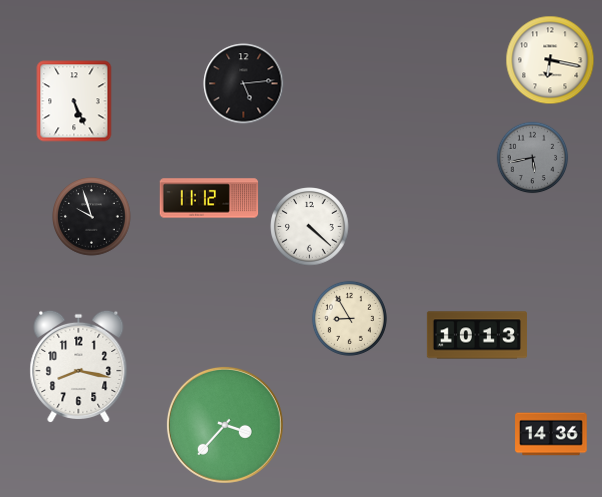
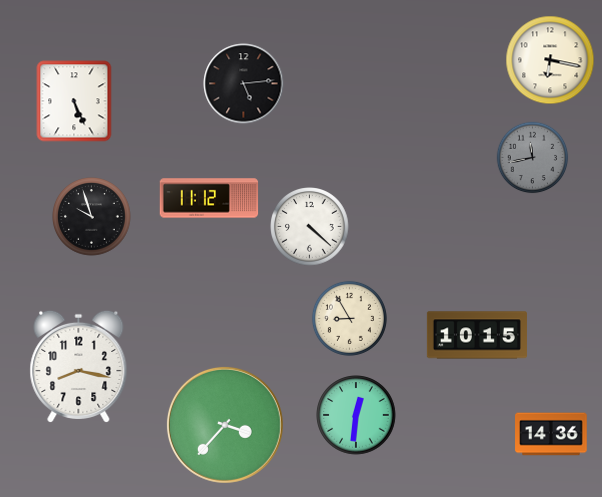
clock at (533, 158): 5:43 -> 11:43
clock at (477, 335): 10:13 -> 10:15
clock at (356, 415): none -> 12:31
